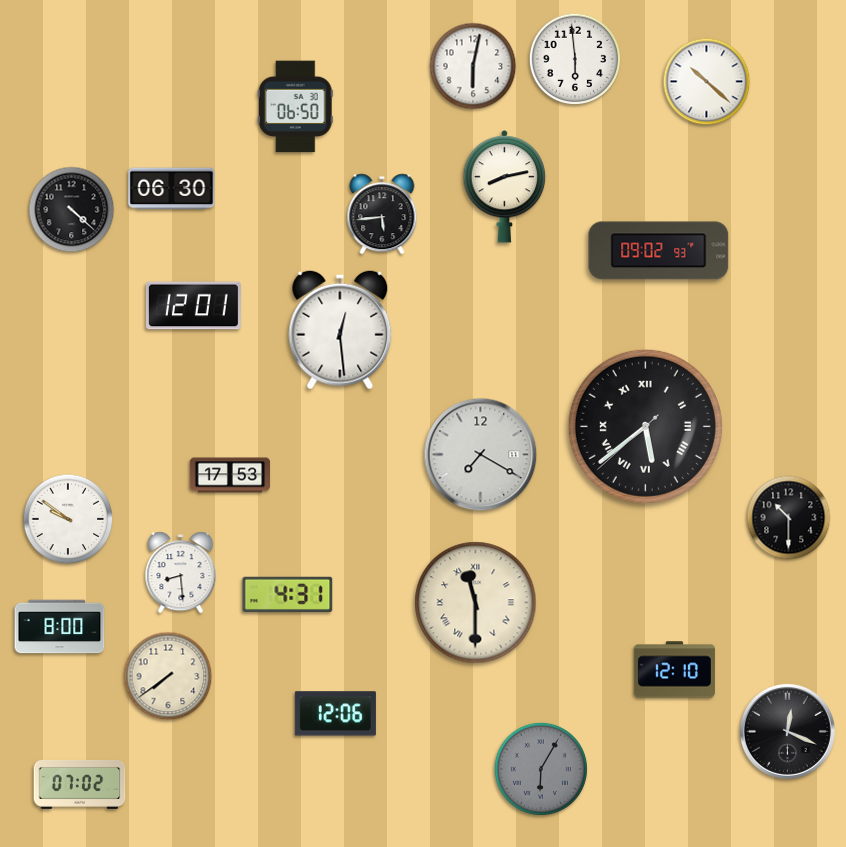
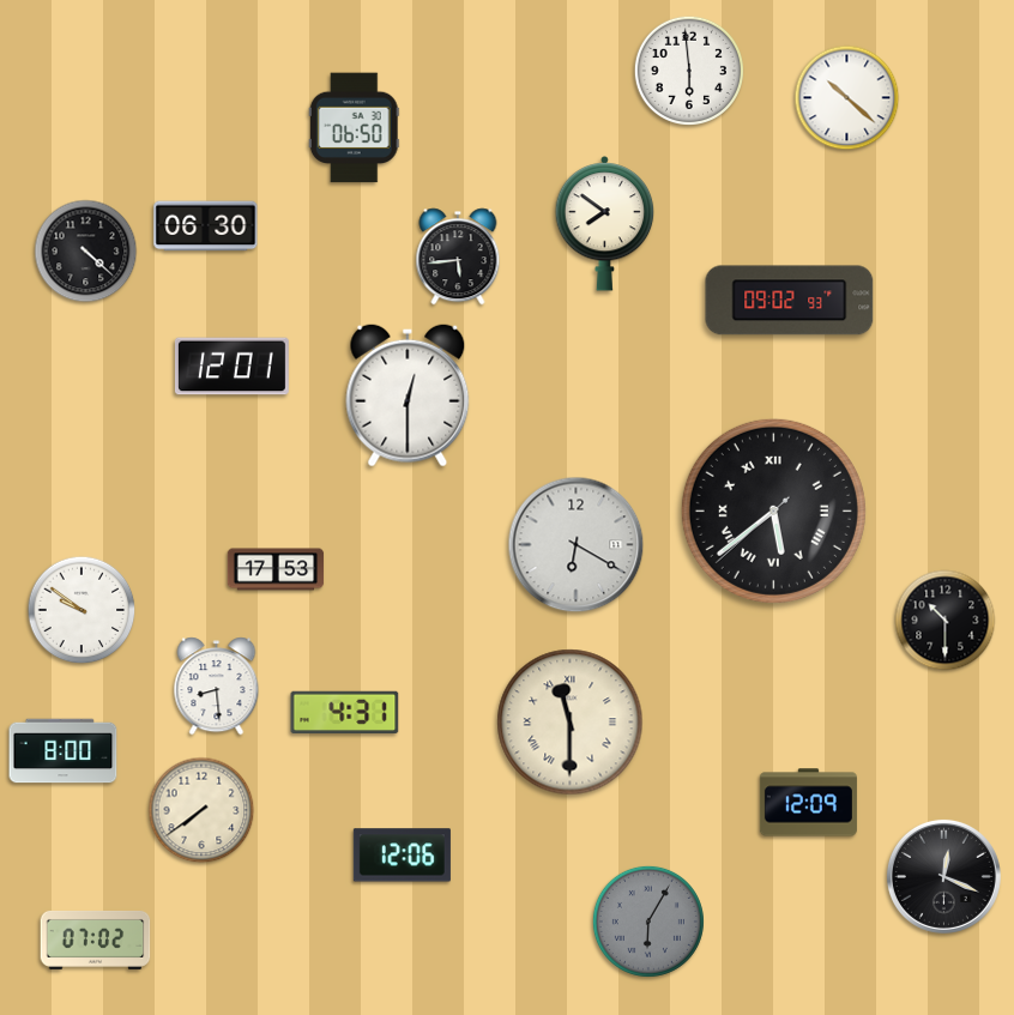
clock at (473, 66): 6:02 -> none
clock at (505, 187): 8:13 -> 7:51
clock at (340, 330): 12:29 -> 12:30
clock at (481, 455): 7:20 -> 6:20
clock at (68, 519) position: (68, 519) -> (82, 610)
clock at (60, 627) position: (60, 627) -> (64, 751)
clock at (674, 670): 12:10 -> 12:09
